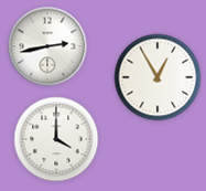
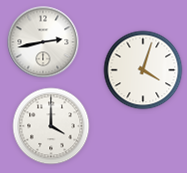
clock at (158, 77): 12:55 -> 4:03
